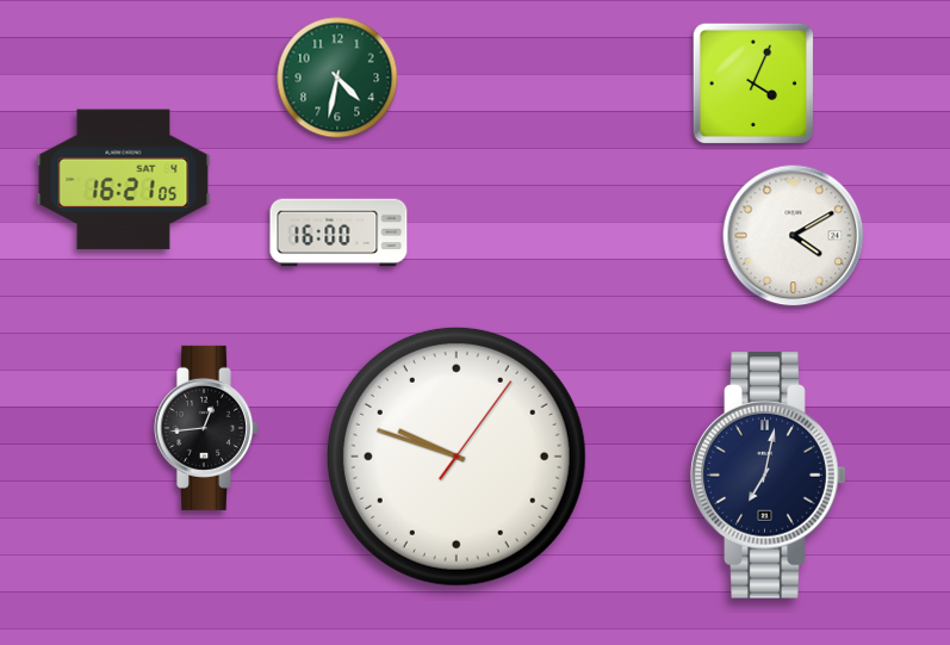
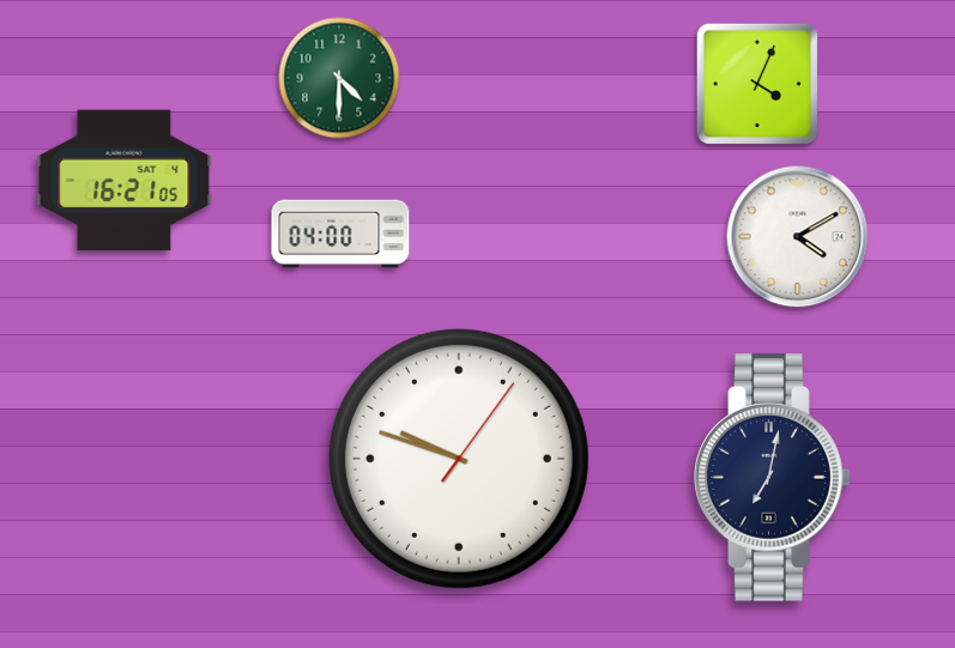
clock at (337, 77): 4:32 -> 4:30
clock at (339, 232): 16:00 -> 04:00
clock at (205, 428): 12:44 -> none
